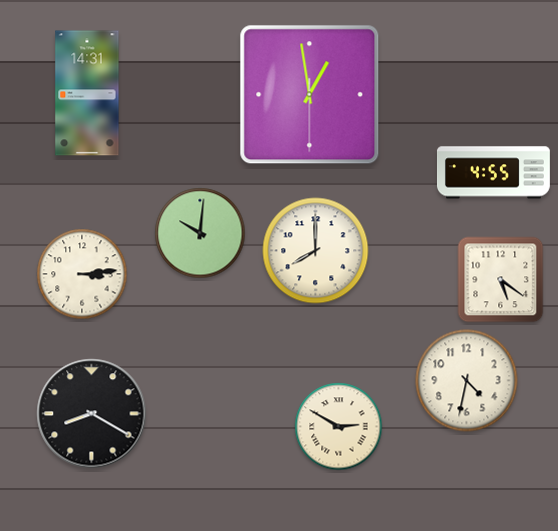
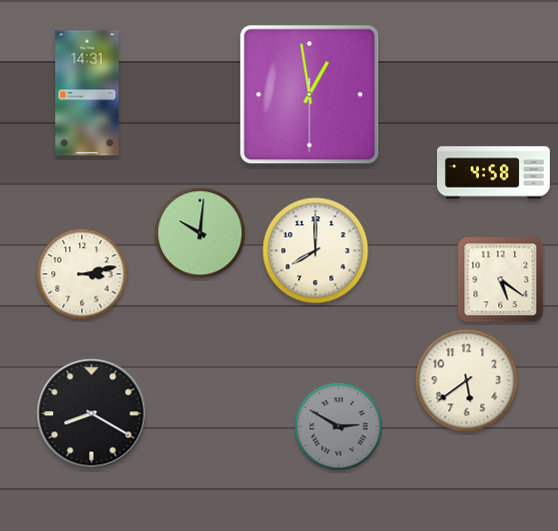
clock at (493, 173): 4:55 -> 4:58
clock at (82, 274): 3:14 -> 3:13
clock at (467, 381): 4:32 -> 5:39
clock at (339, 427) dial: cream -> grey
